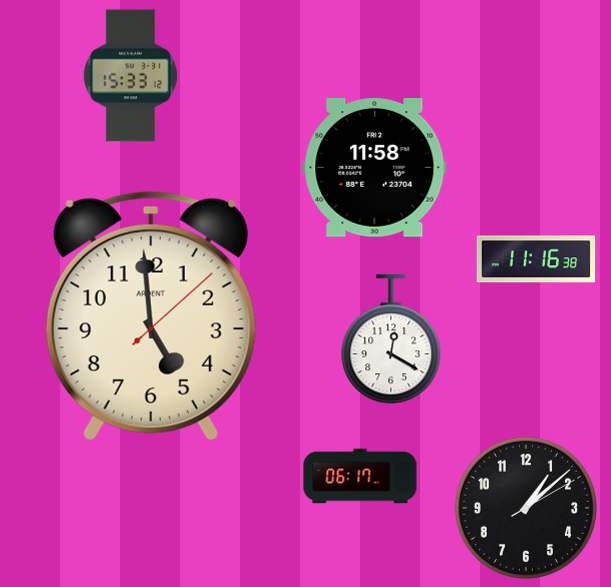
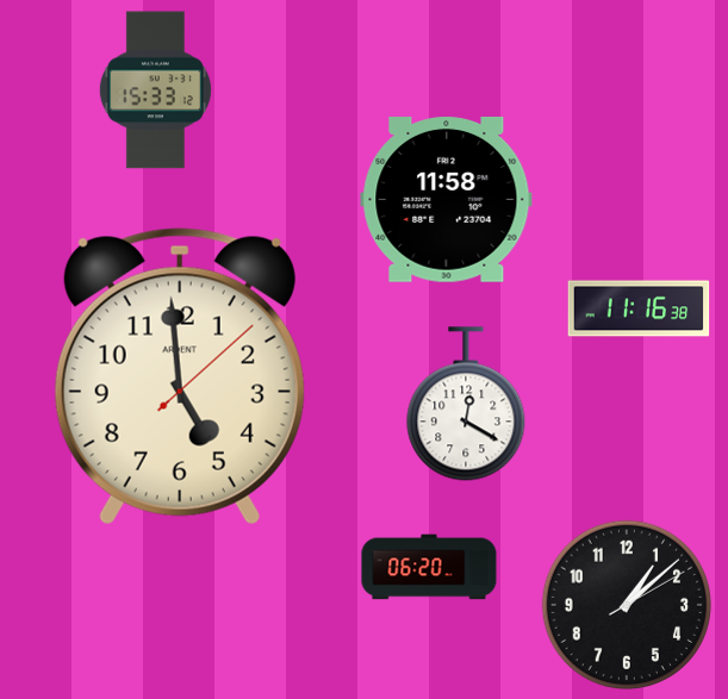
clock at (360, 476): 06:17 -> 06:20
